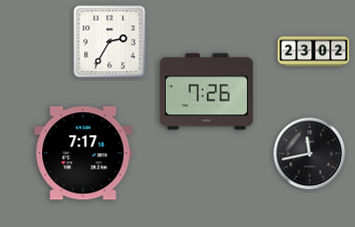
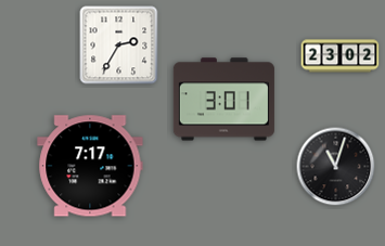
clock at (206, 92): 7:26 -> 3:01
clock at (310, 154): 11:43 -> 11:03
